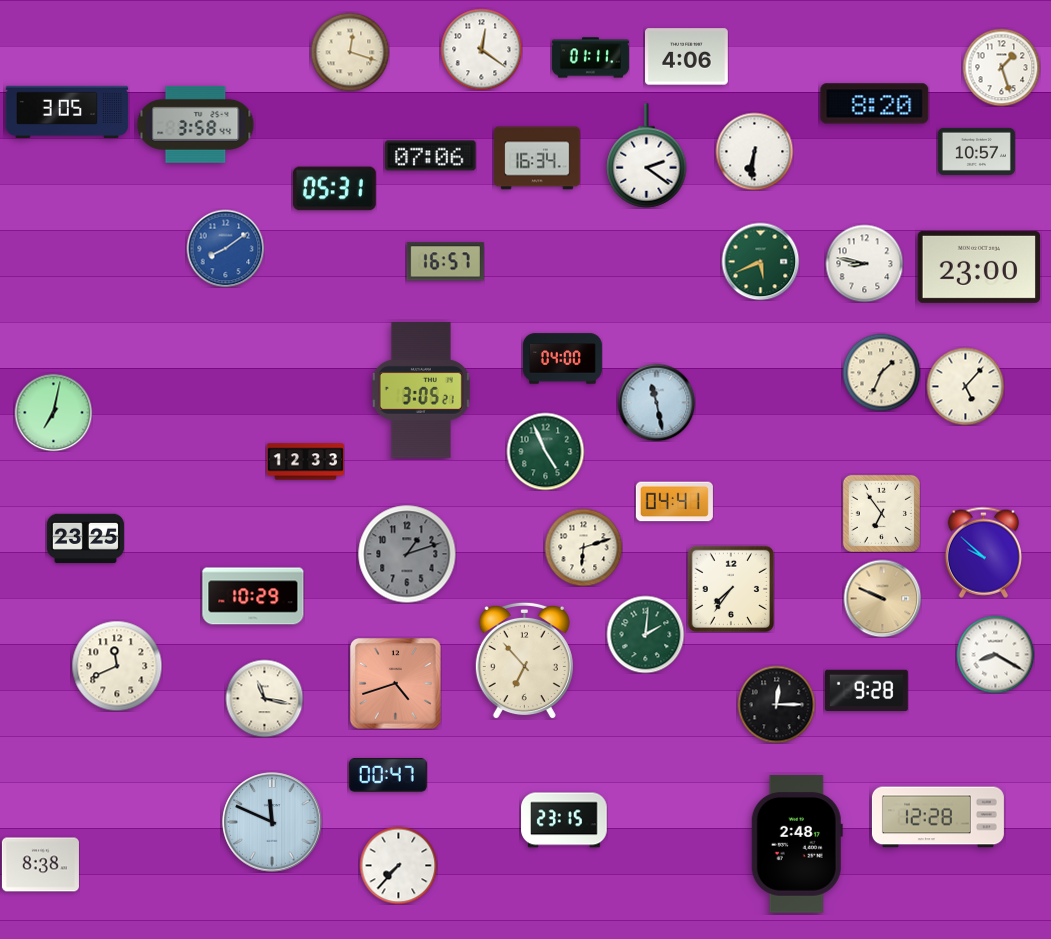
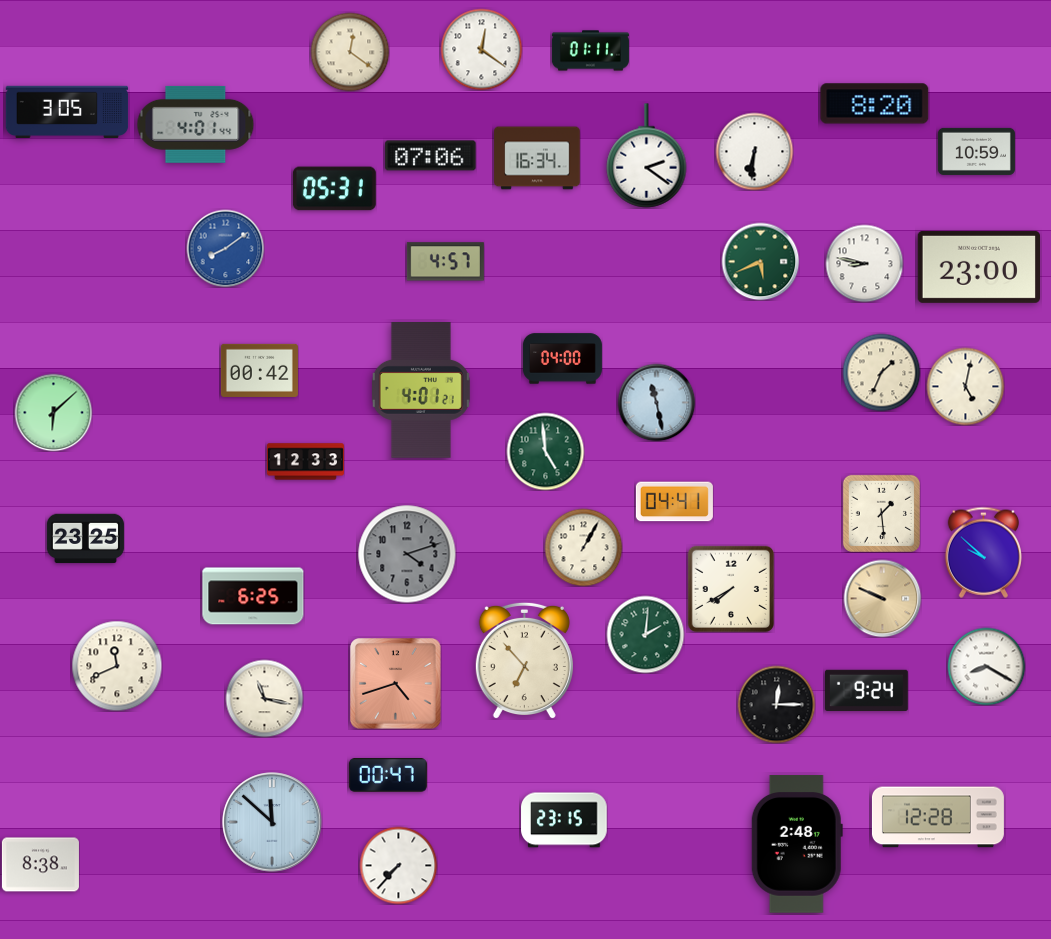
clock at (350, 52): 12:18 -> 12:21
clock at (687, 57): 4:06 -> none
clock at (590, 58) position: (590, 58) -> (590, 51)
clock at (1001, 67): 1:27 -> none
clock at (196, 124): 3:58 -> 4:01
clock at (976, 151): 10:57 -> 10:59
clock at (445, 262): 16:57 -> 4:57
clock at (259, 370): none -> 00:42
clock at (965, 386): 5:07 -> 5:02
clock at (421, 391): 3:05 -> 4:01
clock at (53, 412): 7:02 -> 6:08
clock at (545, 451): 4:56 -> 4:59
clock at (881, 513): 6:54 -> 1:29
clock at (583, 547): 6:12 -> 1:05
clock at (407, 554): 1:12 -> 4:12
clock at (730, 588): 7:36 -> 7:40
clock at (253, 596): 10:29 -> 6:25
clock at (995, 654) position: (995, 654) -> (986, 666)
clock at (867, 690): 9:28 -> 9:24
clock at (272, 822): 11:49 -> 11:52
